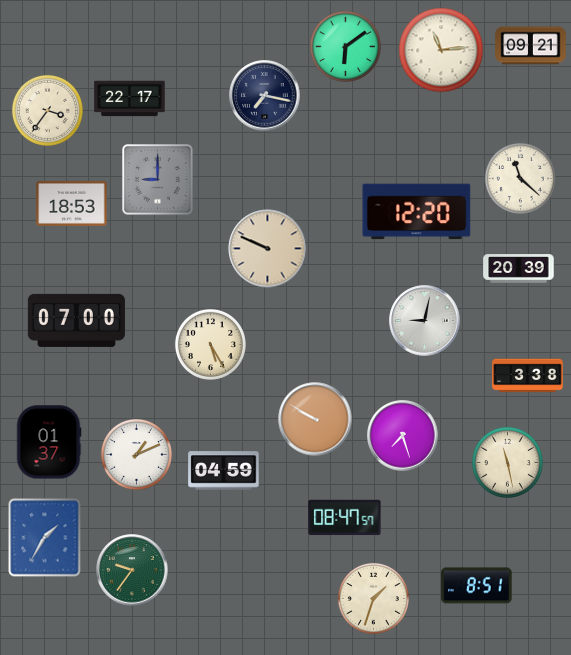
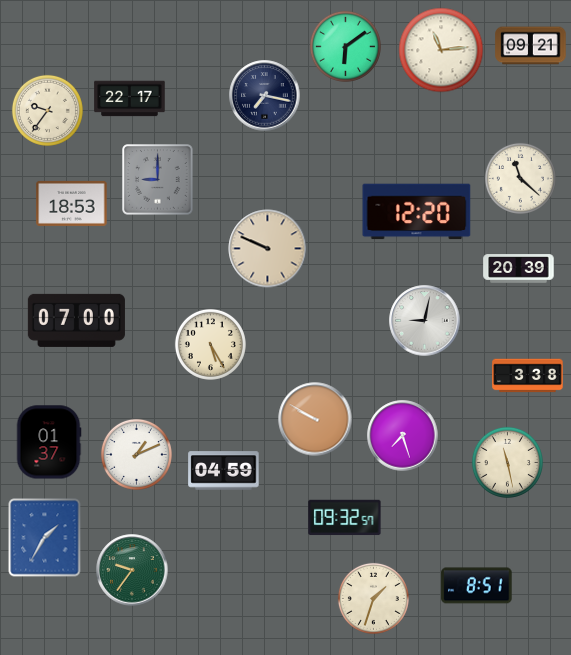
clock at (47, 110): 3:36 -> 9:36
clock at (345, 518): 08:47 -> 09:32
